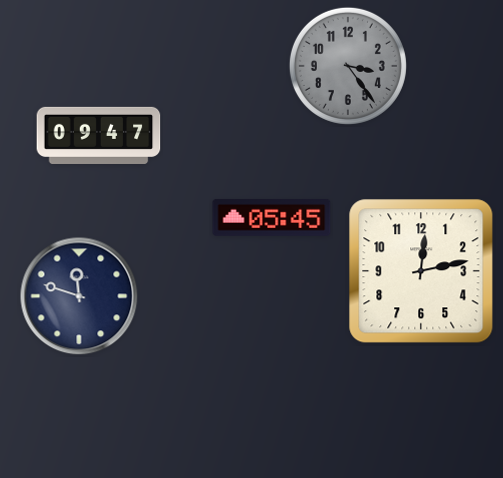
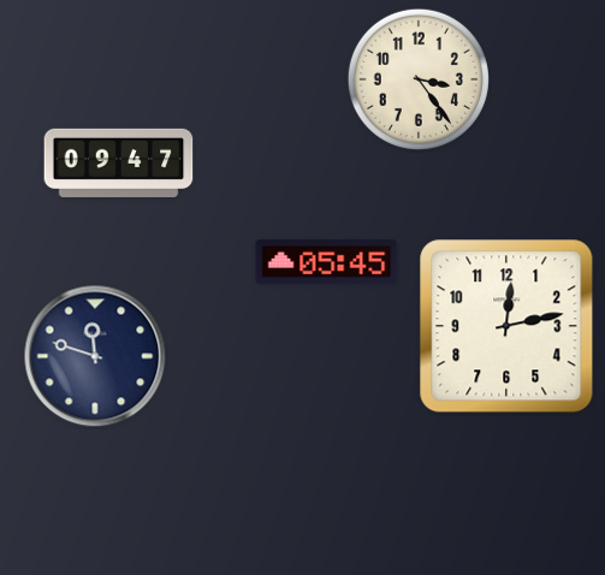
clock at (348, 66) dial: grey -> cream
